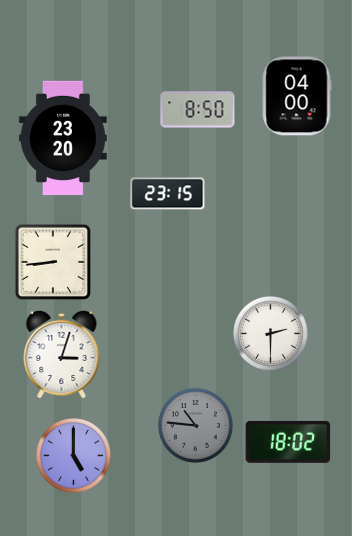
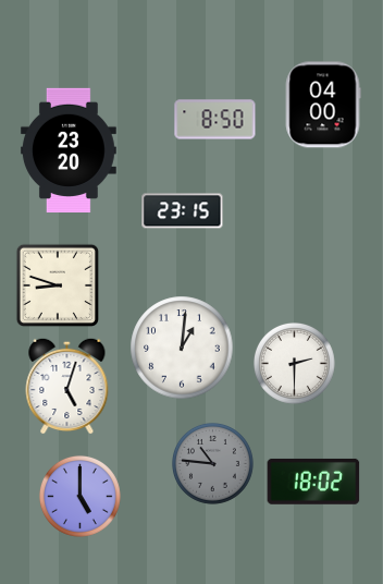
clock at (52, 261): 8:44 -> 8:48
clock at (182, 348): none -> 1:01
clock at (62, 354): 3:03 -> 5:03
